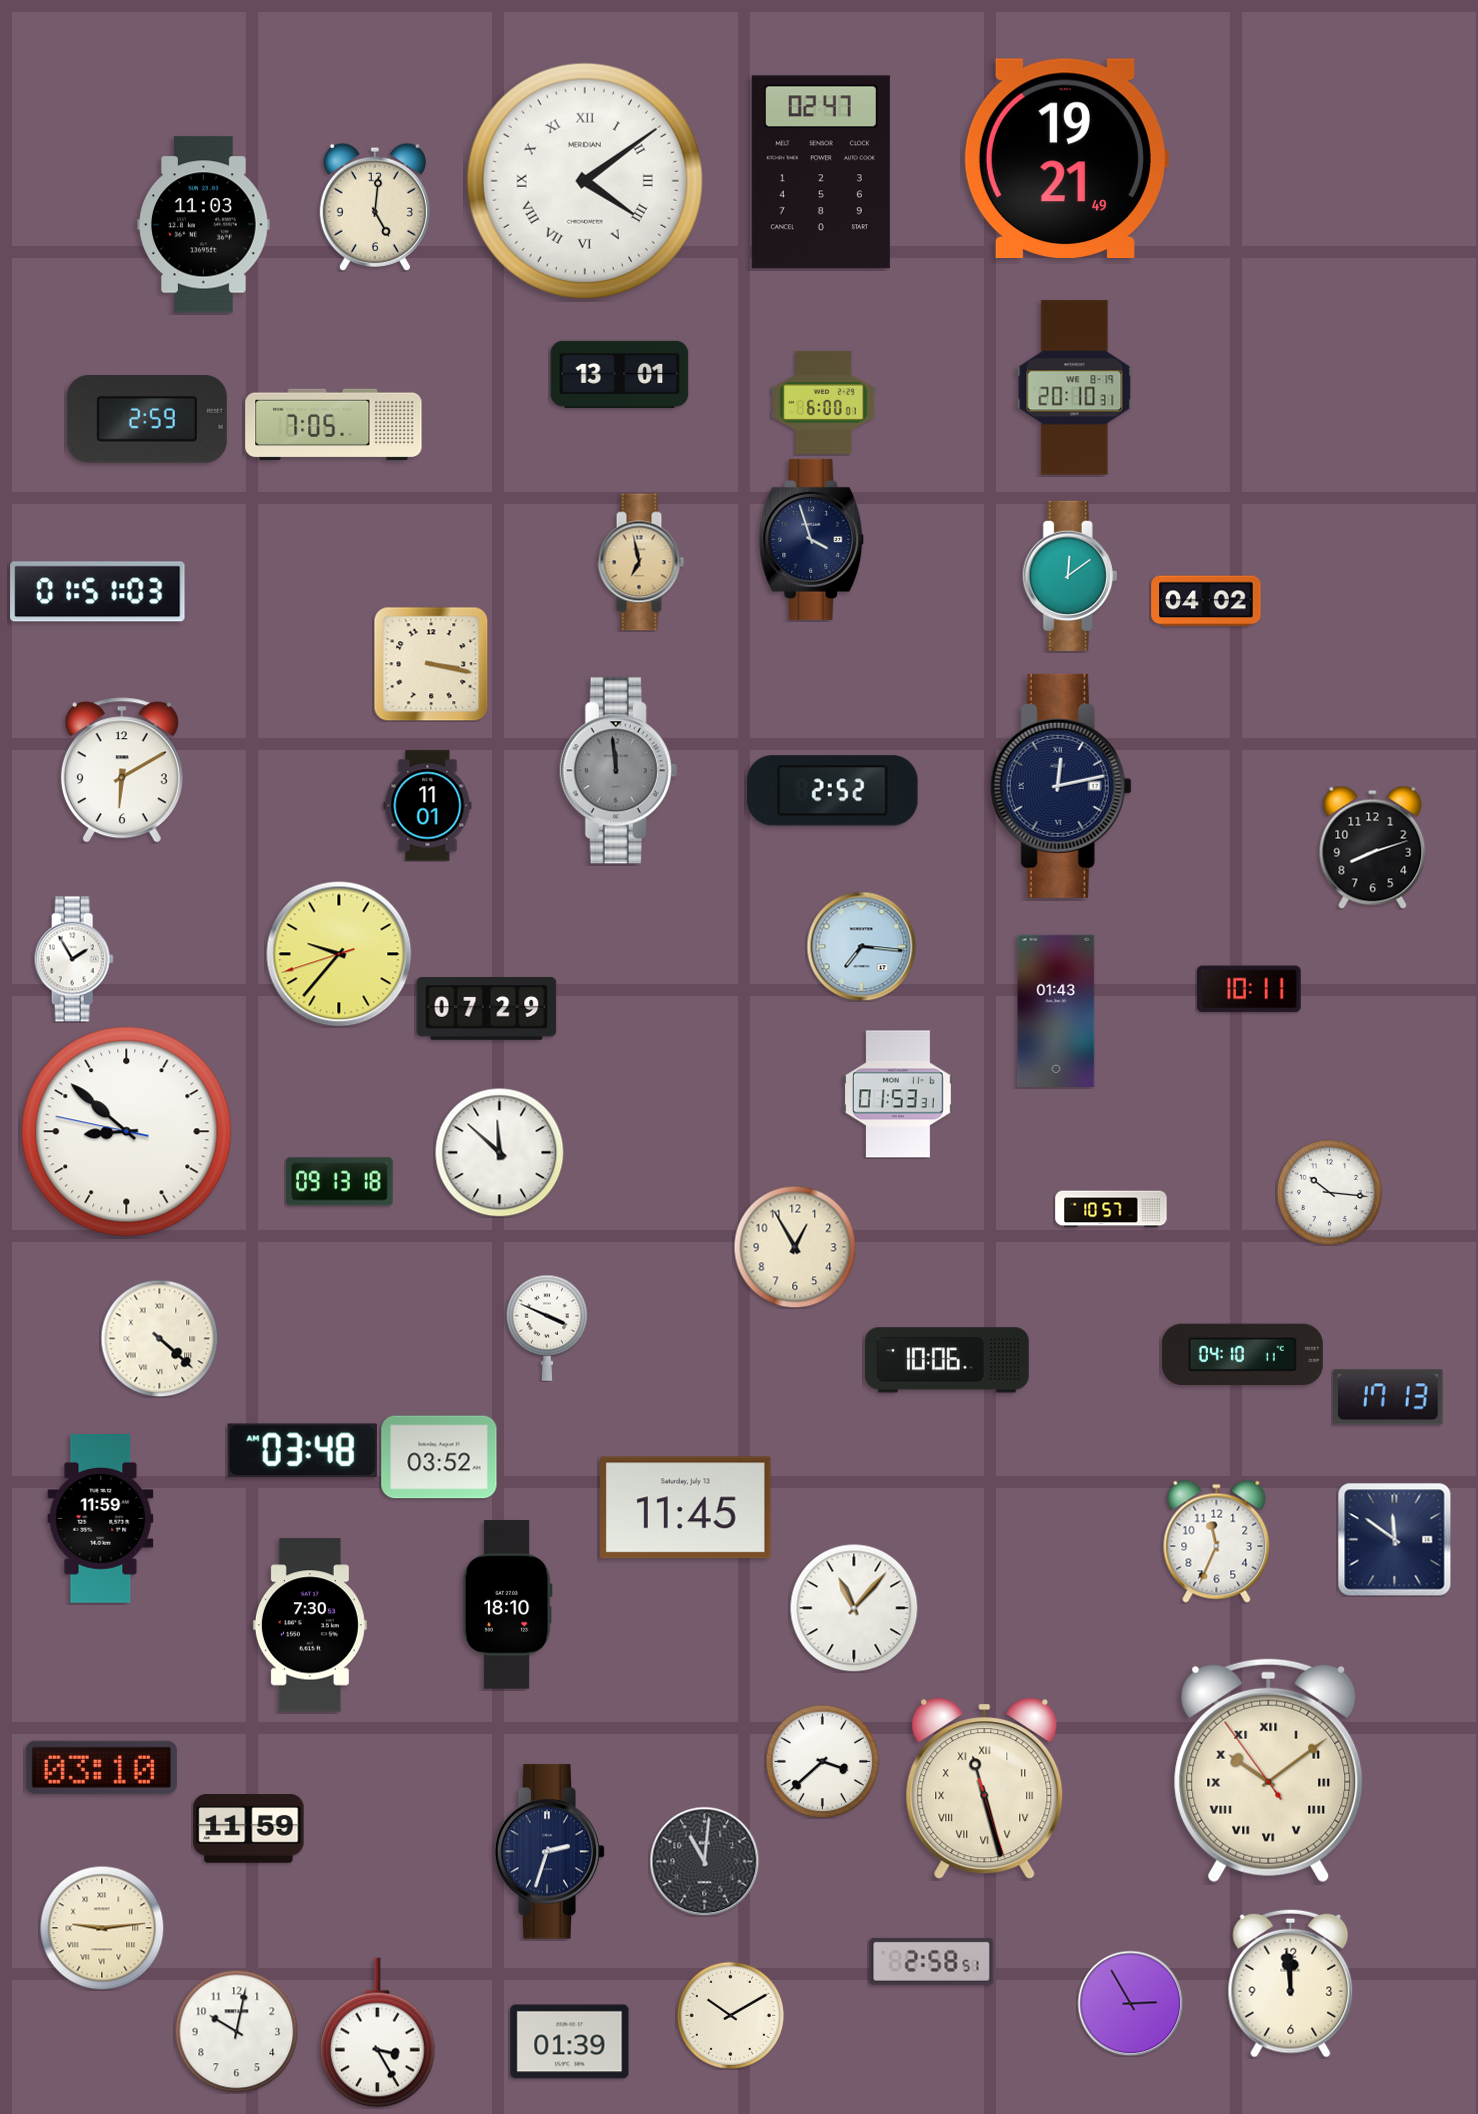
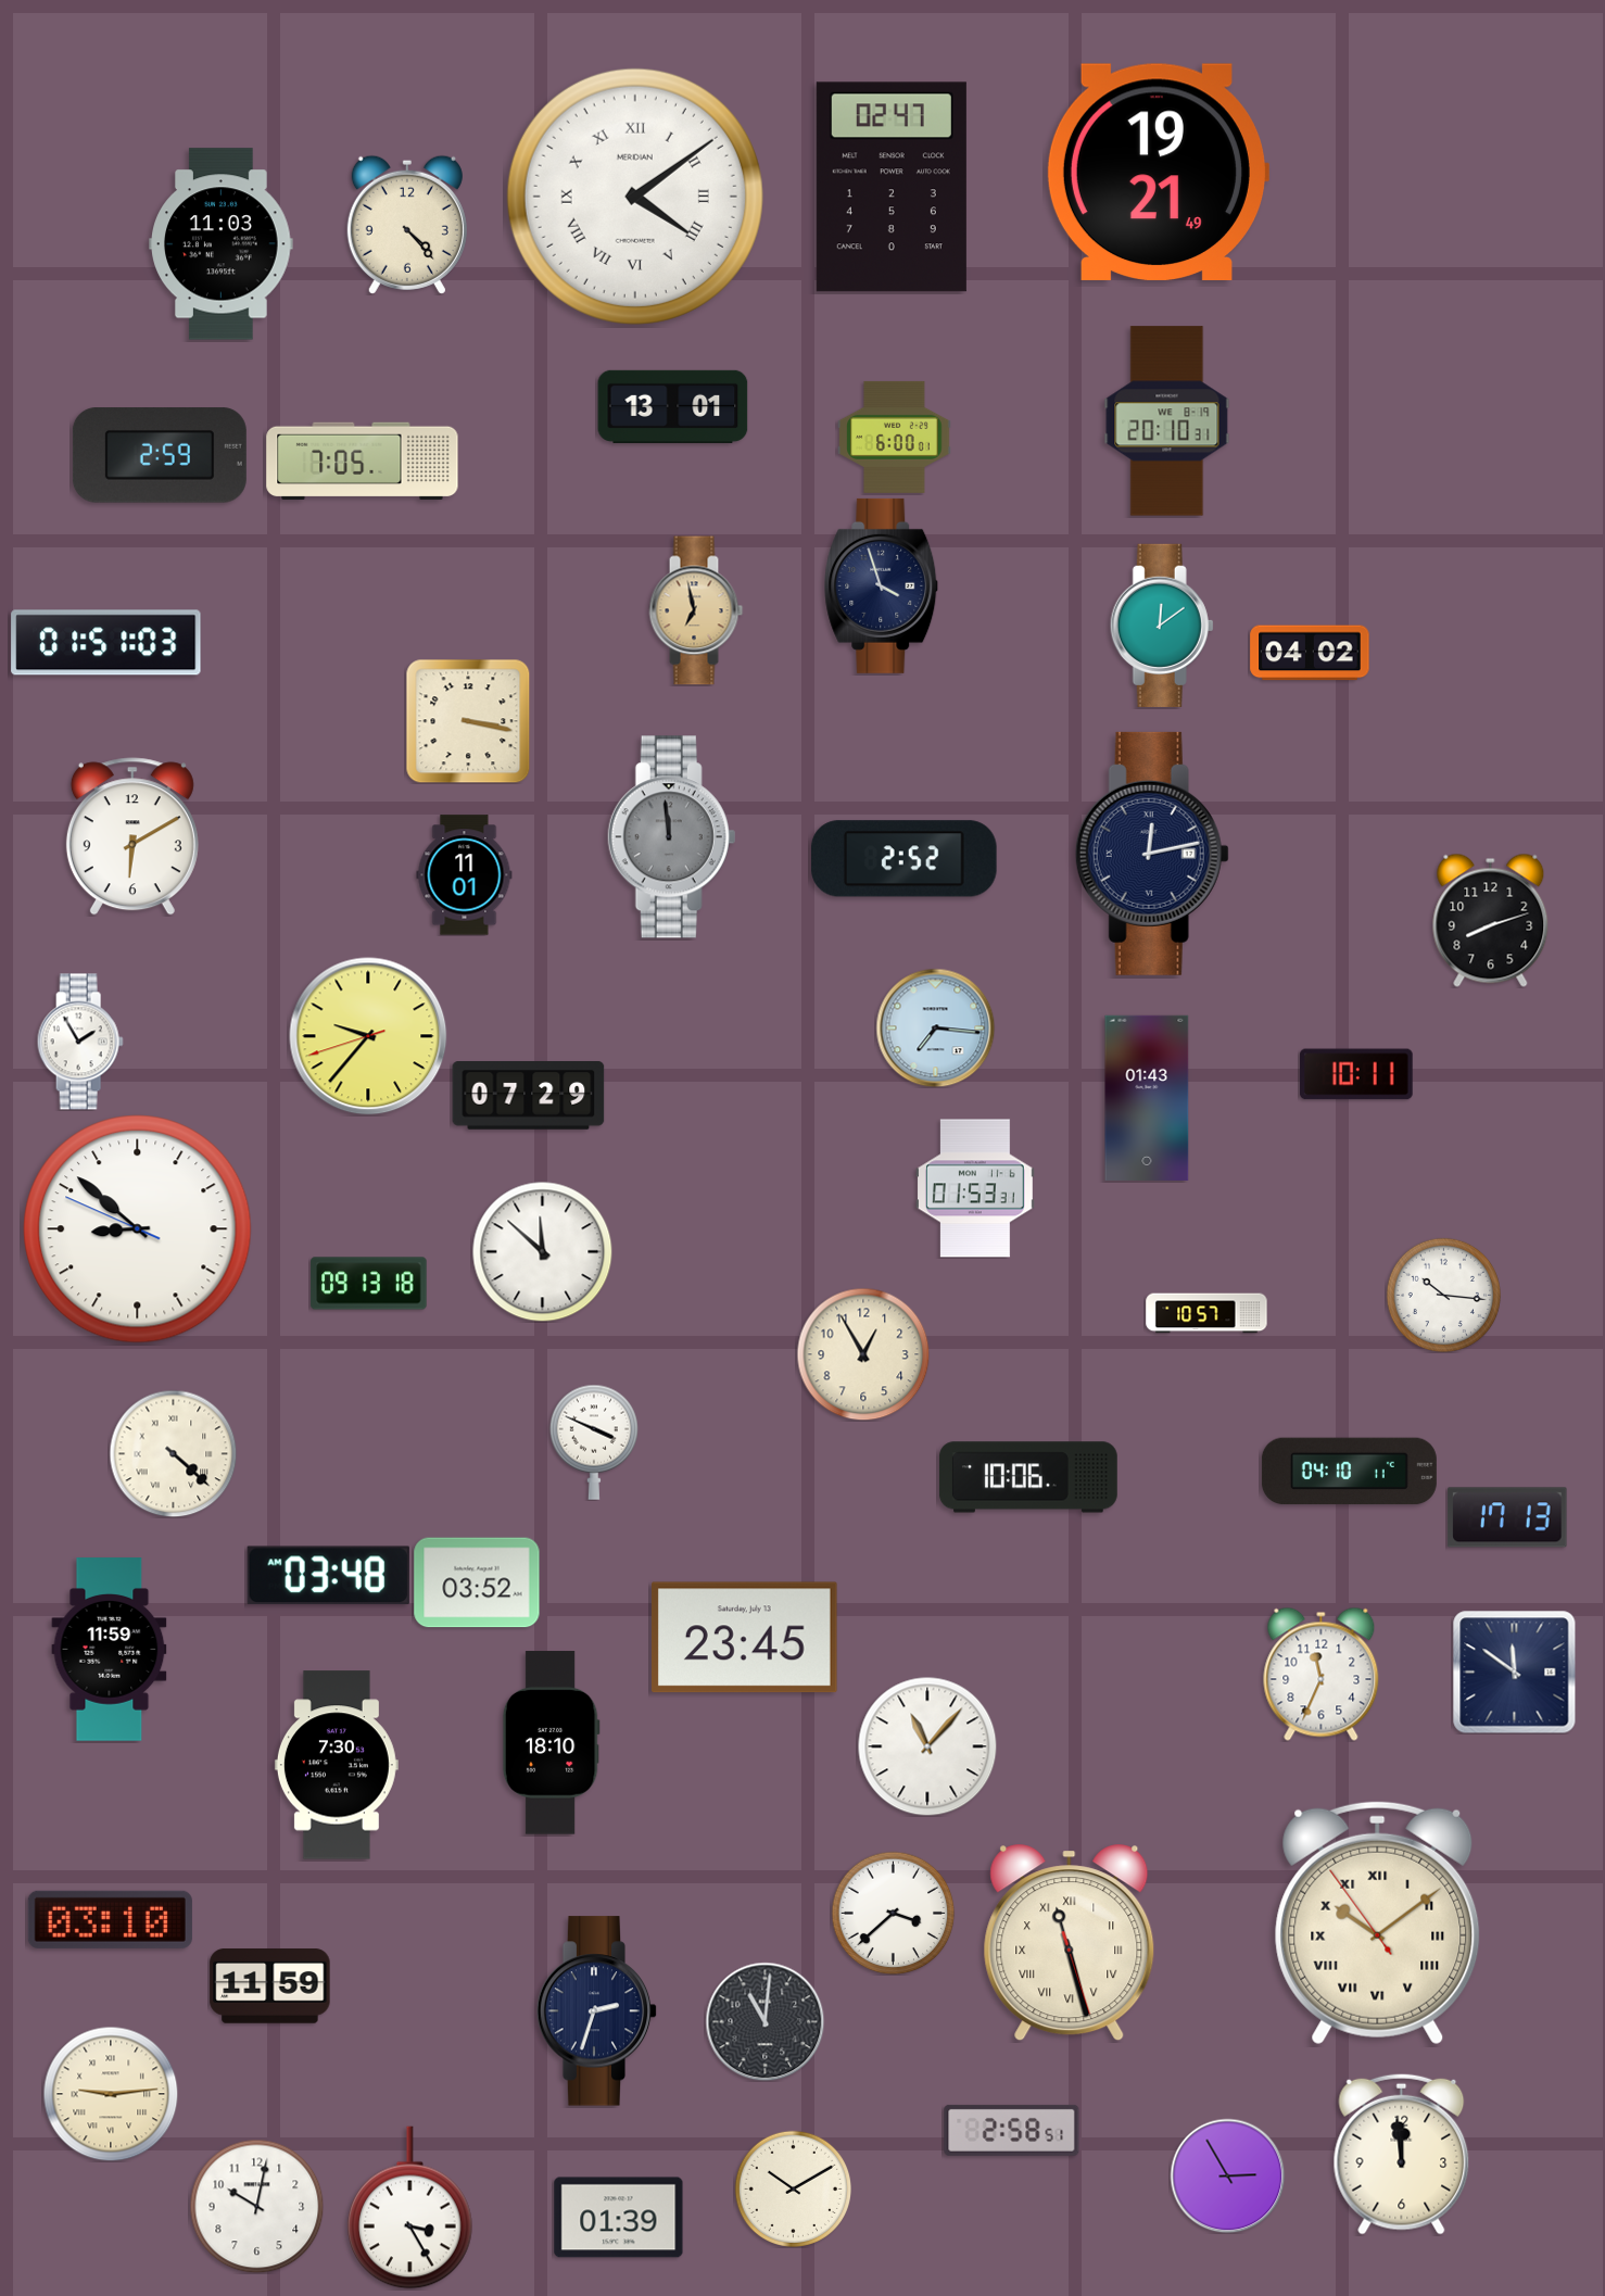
clock at (375, 207): 5:01 -> 4:23
clock at (127, 1132): 8:51:47 -> 8:51:49
clock at (686, 1508): 11:45 -> 23:45
